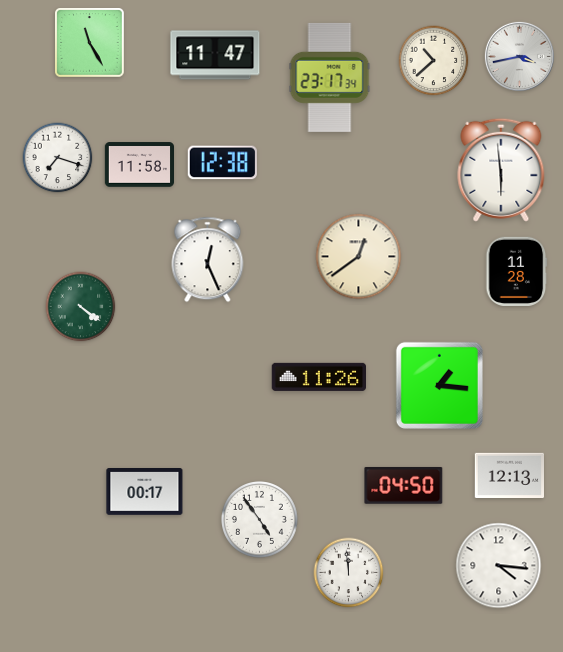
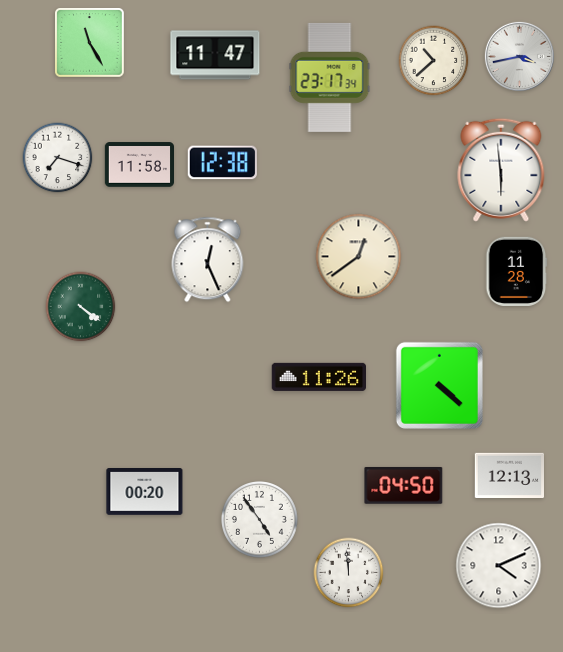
clock at (439, 385): 1:16 -> 4:22
clock at (145, 492): 00:17 -> 00:20
clock at (499, 566): 4:16 -> 4:11
